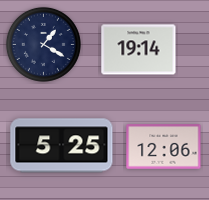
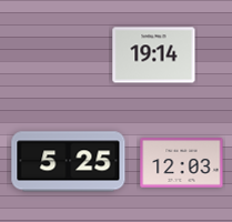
clock at (43, 44): 1:20 -> none
clock at (164, 147): 12:06 -> 12:03
